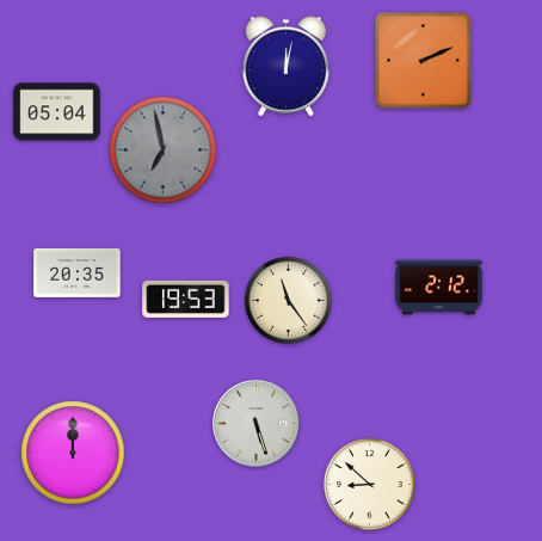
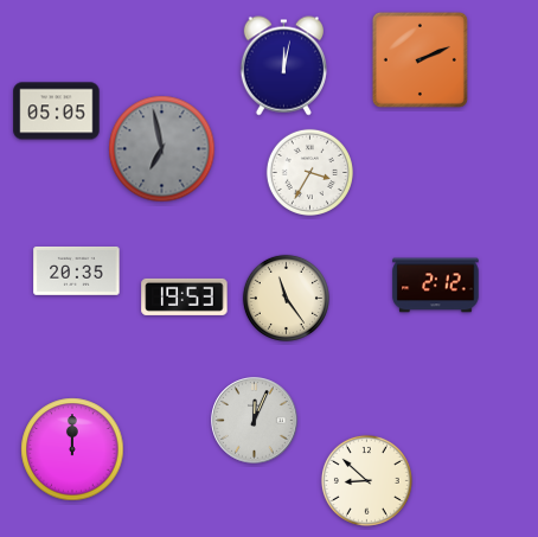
clock at (57, 112): 05:04 -> 05:05
clock at (309, 172): none -> 3:35
clock at (257, 424): 5:27 -> 12:04
